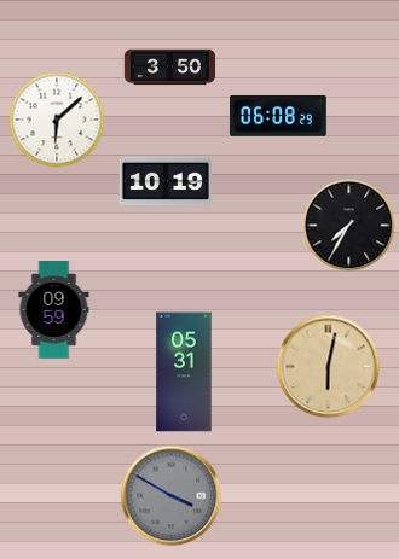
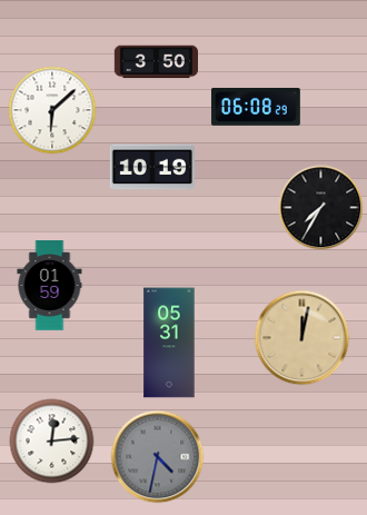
clock at (54, 310): 09:59 -> 01:59
clock at (329, 367): 6:02 -> 12:02
clock at (52, 442): none -> 12:14
clock at (172, 496): 3:50 -> 4:32
